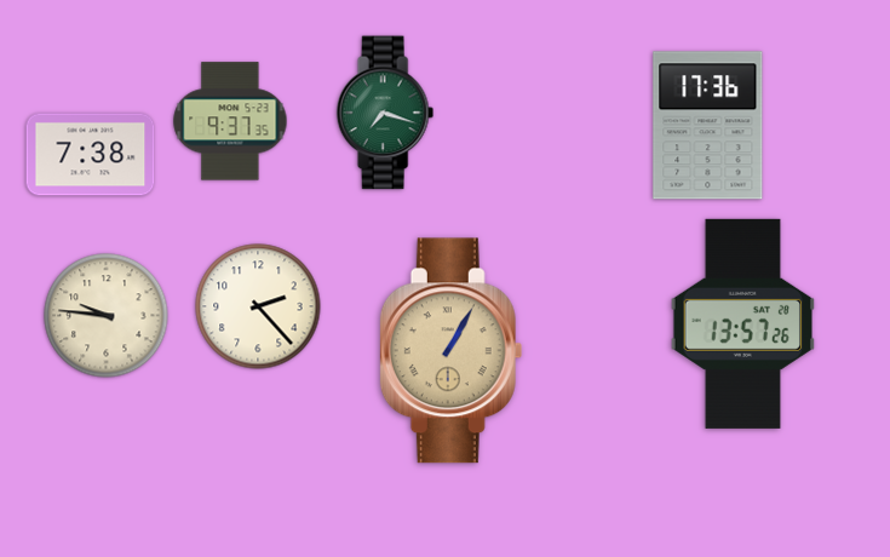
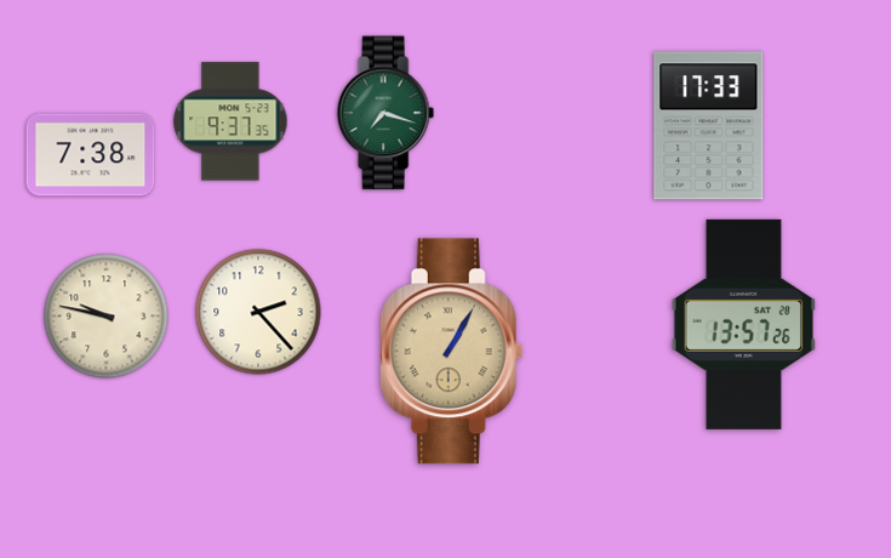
clock at (708, 126): 17:36 -> 17:33
clock at (258, 306) position: (258, 306) -> (258, 312)
clock at (107, 316): 9:46 -> 9:47
